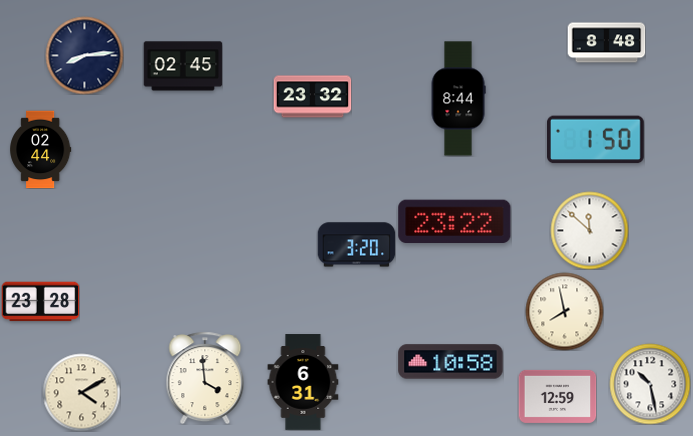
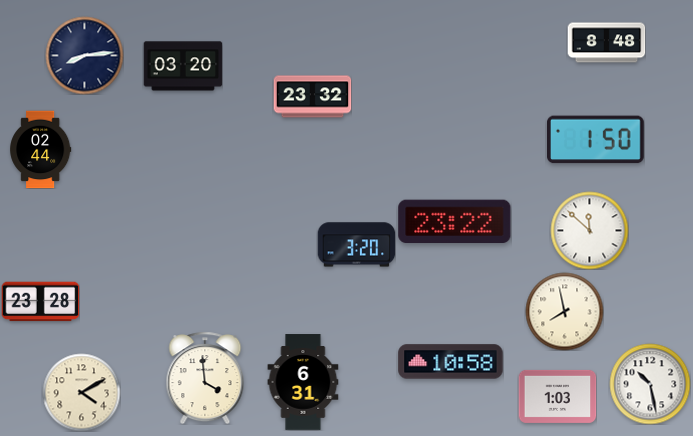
clock at (183, 66): 02:45 -> 03:20
clock at (458, 99): 8:44 -> none
clock at (557, 396): 12:59 -> 1:03
